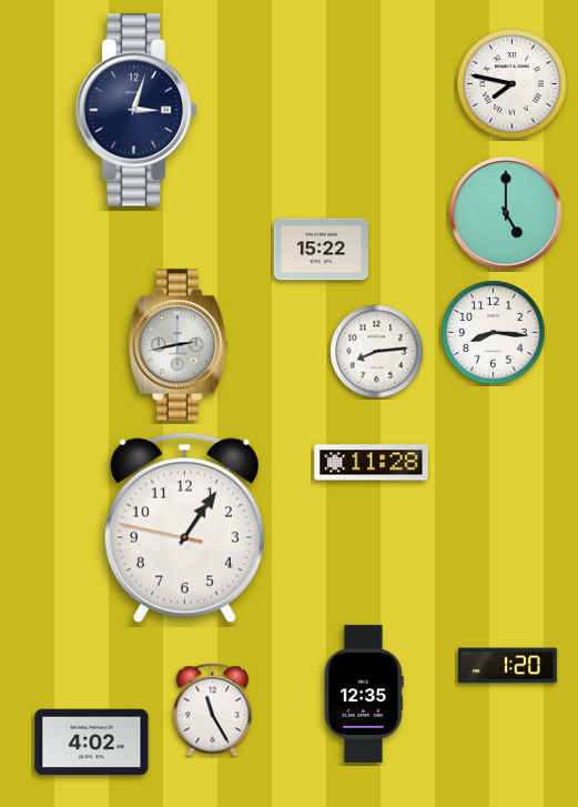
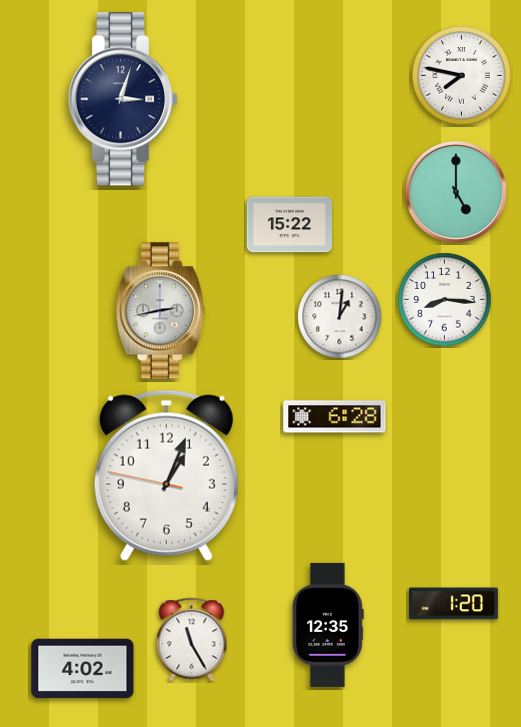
clock at (377, 352): 8:14 -> 1:01
clock at (372, 463): 11:28 -> 6:28
clock at (184, 527): 1:05 -> 1:03
clock at (507, 666) position: (507, 666) -> (453, 604)
